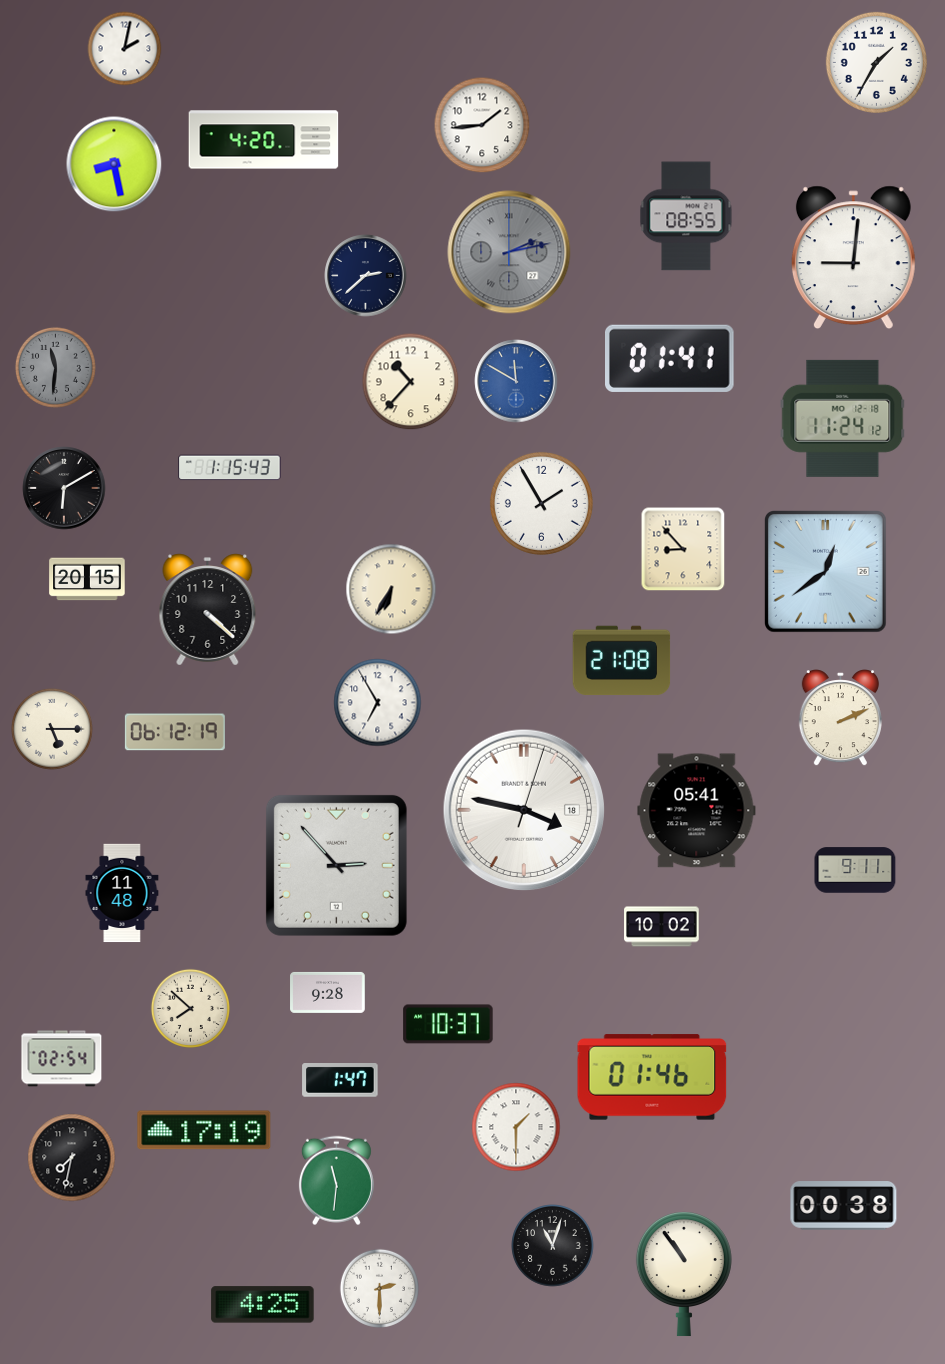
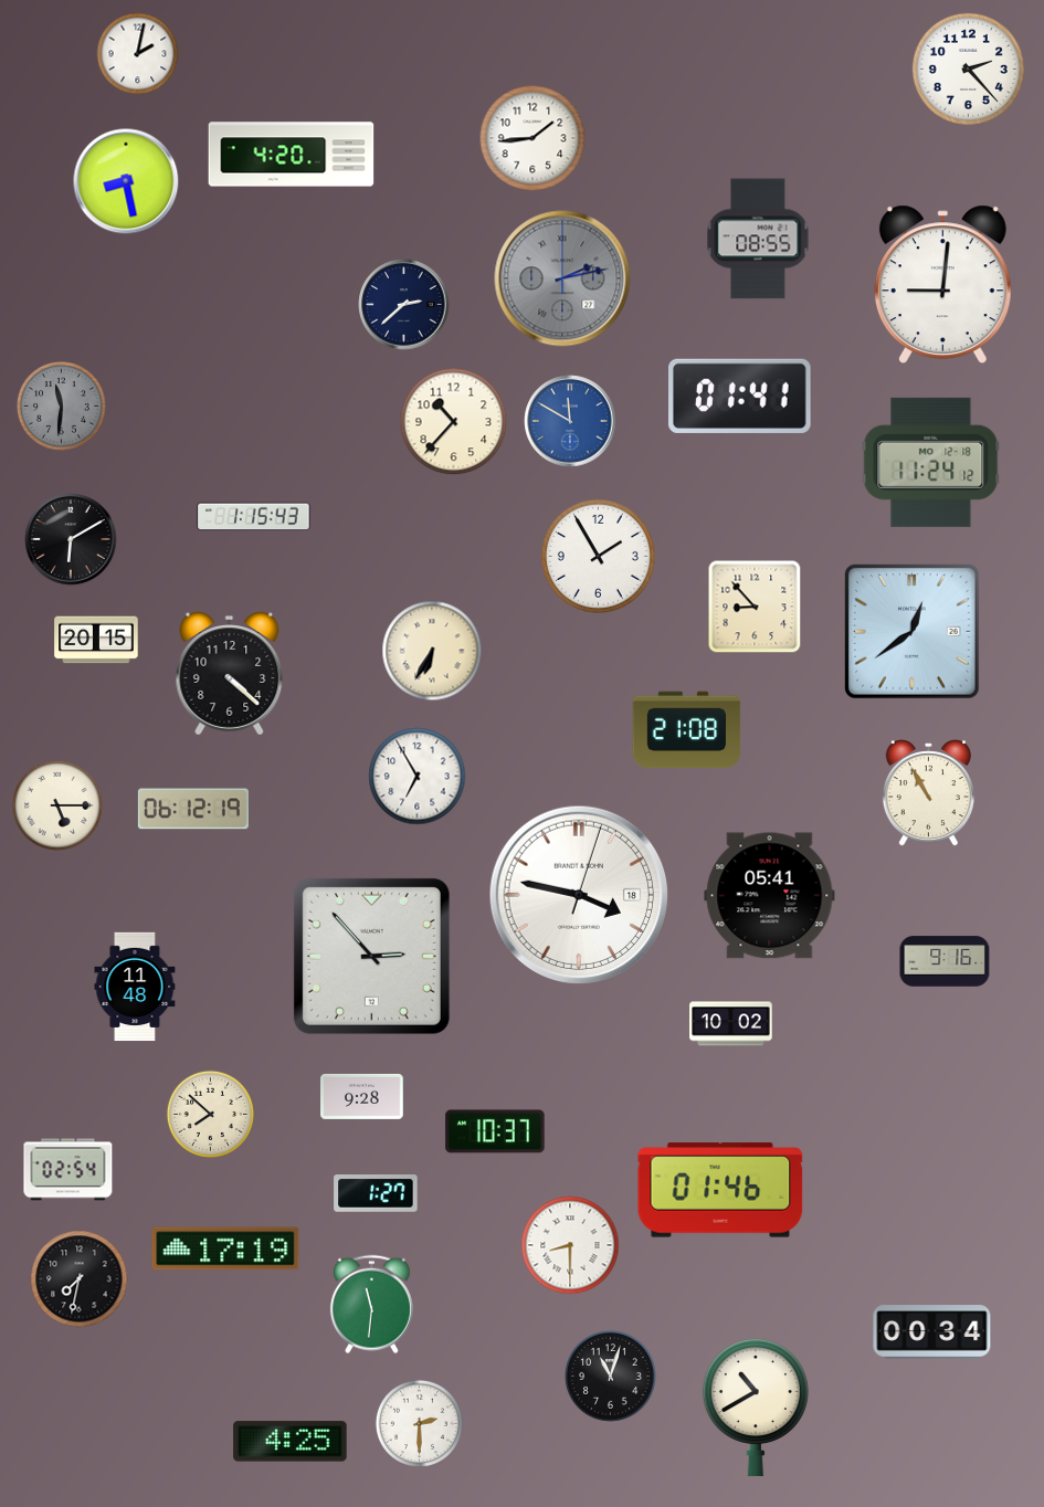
clock at (876, 62): 1:35 -> 2:23
clock at (840, 719): 2:11 -> 10:55
clock at (855, 870): 9:11 -> 9:16
clock at (340, 1081): 1:47 -> 1:27
clock at (516, 1127): 1:30 -> 8:30
clock at (844, 1206): 00:38 -> 00:34
clock at (684, 1275): 10:54 -> 10:40
